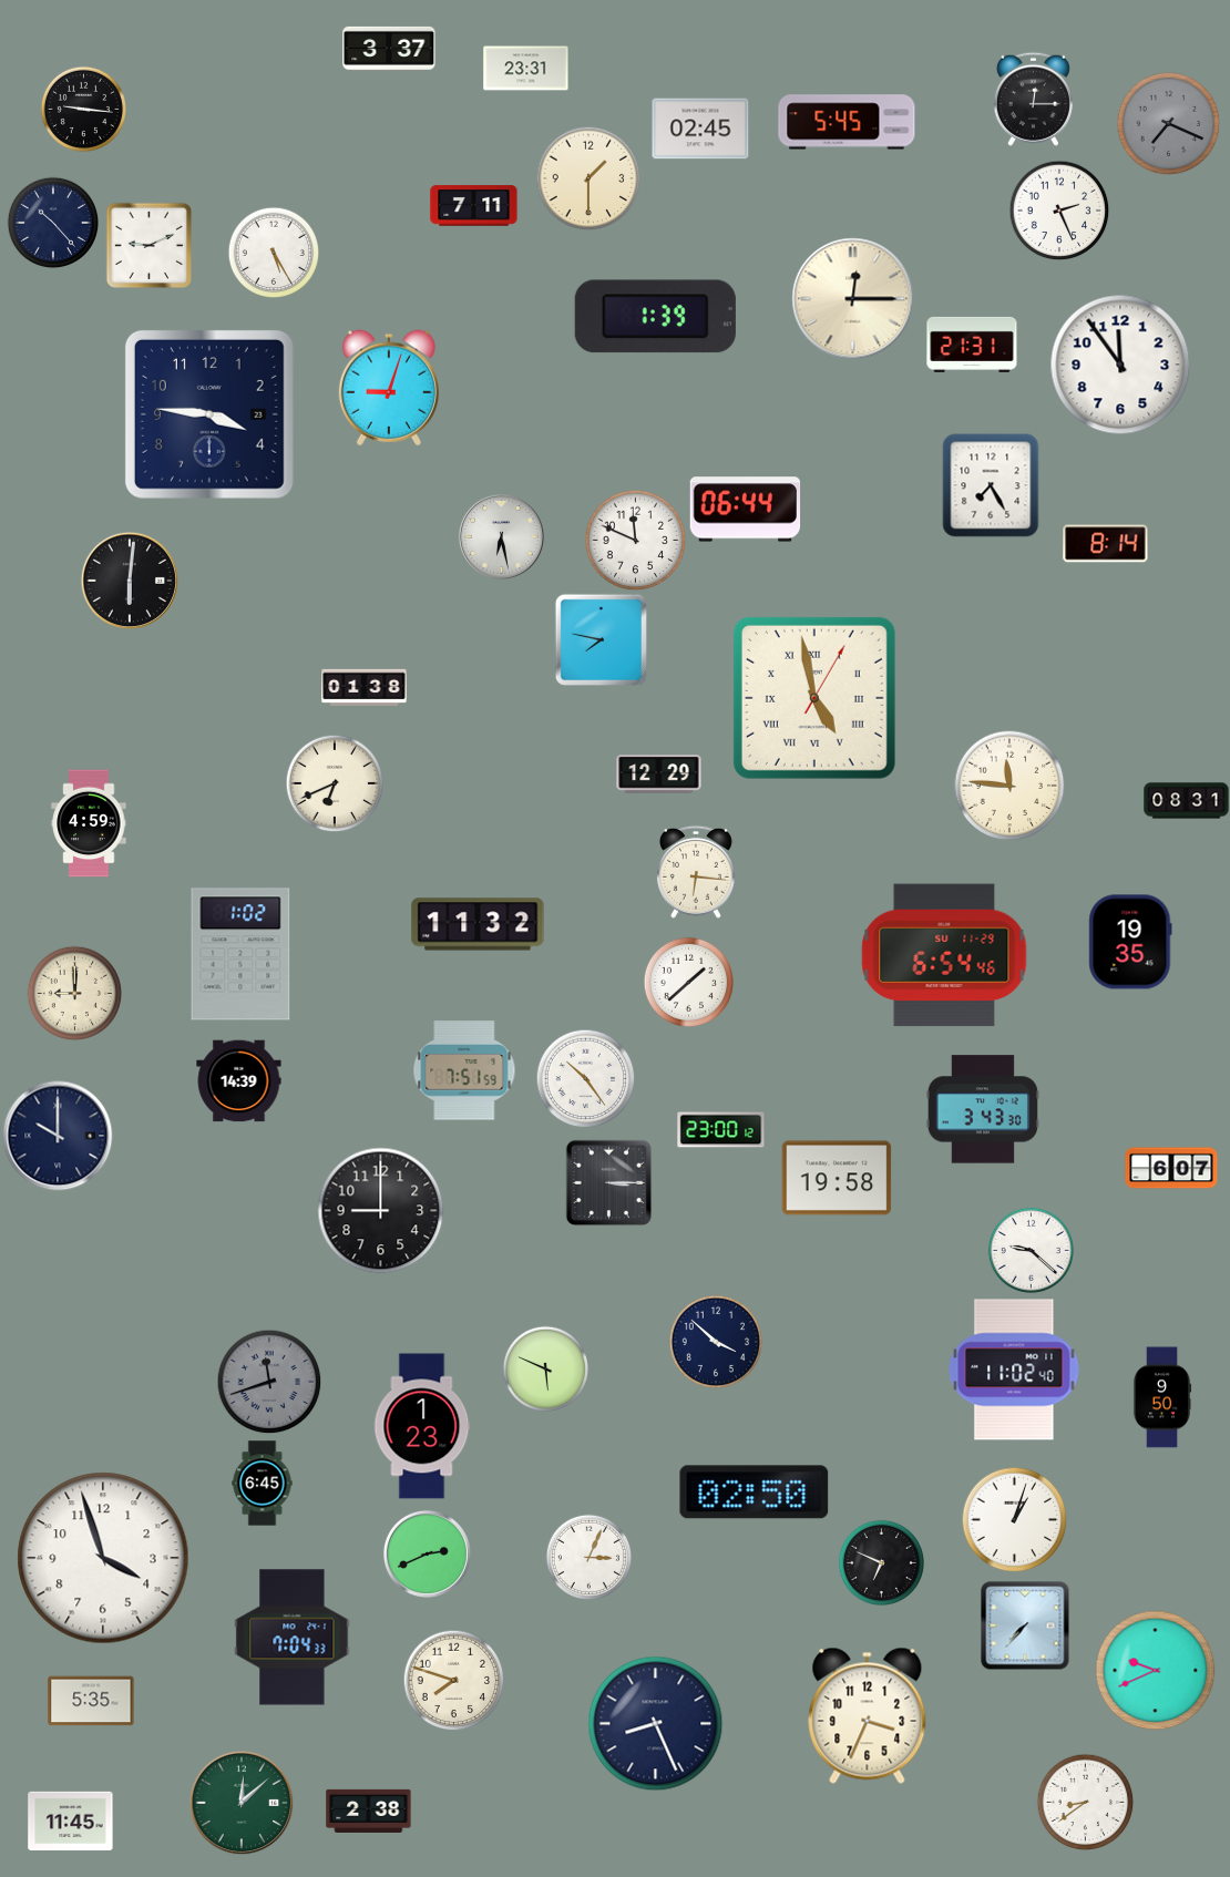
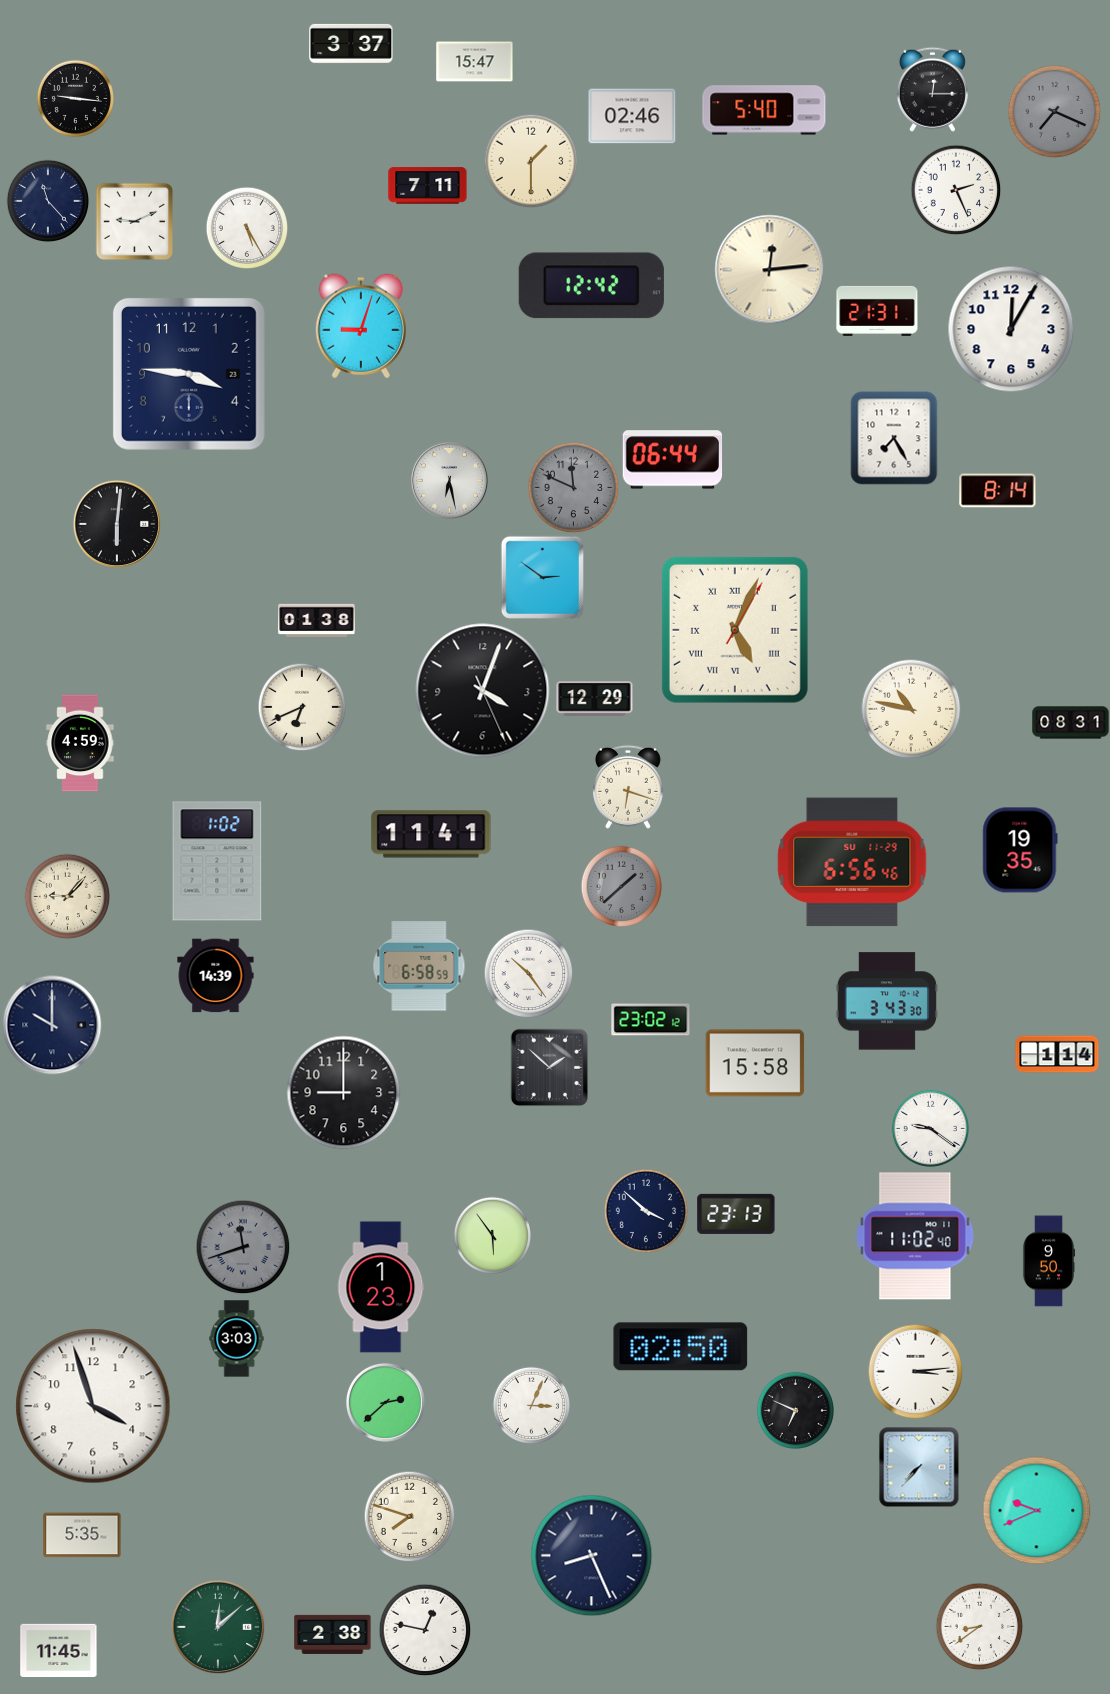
clock at (526, 69): 23:31 -> 15:47
clock at (847, 122): 5:45 -> 5:40
clock at (700, 129): 02:45 -> 02:46
clock at (53, 223): 10:23 -> 11:23
clock at (853, 299): 12:15 -> 12:14
clock at (655, 317): 1:39 -> 12:42
clock at (1120, 365): 11:54 -> 12:05
clock at (389, 388) position: (389, 388) -> (361, 326)
clock at (501, 536) position: (501, 536) -> (449, 480)
clock at (635, 540) dial: white -> grey
clock at (601, 639): 7:47 -> 2:51
clock at (365, 688) position: (365, 688) -> (317, 621)
clock at (814, 698): 4:58 -> 5:04
clock at (483, 691): none -> 4:03
clock at (1009, 786): 11:46 -> 10:47
clock at (696, 872): 6:16 -> 6:18
clock at (478, 924): 11:32 -> 11:41
clock at (944, 955): 6:54 -> 6:56
clock at (688, 982) dial: white -> grey
clock at (74, 993): 9:00 -> 9:07
clock at (464, 1070): 7:51 -> 6:58
clock at (721, 1130): 23:00 -> 23:02
clock at (1171, 1168): 6:07 -> 1:14
clock at (837, 1178): 19:58 -> 15:58
clock at (608, 1182): 3:15 -> 1:52
clock at (1031, 1250): 9:22 -> 9:21
clock at (736, 1214): none -> 23:13
clock at (545, 1368): 5:49 -> 5:54
clock at (263, 1484): 6:45 -> 3:03
clock at (1014, 1519): 1:03 -> 3:14
clock at (427, 1553): 2:41 -> 2:38
clock at (1025, 1625) position: (1025, 1625) -> (919, 1467)
clock at (293, 1638): 7:04 -> none
clock at (1156, 1671) position: (1156, 1671) -> (1037, 1511)
clock at (868, 1715): 3:34 -> none
clock at (425, 1630): none -> 12:47
clock at (71, 1820) position: (71, 1820) -> (59, 1650)
